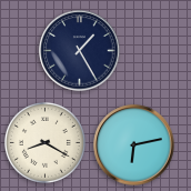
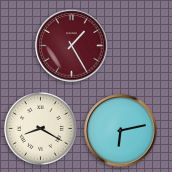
clock at (80, 51) dial: navy -> burgundy
